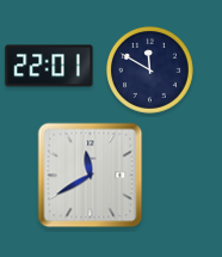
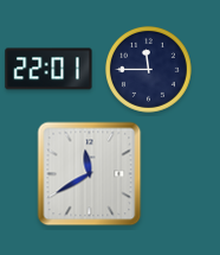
clock at (49, 66) position: (49, 66) -> (48, 69)
clock at (149, 69): 11:50 -> 11:45
